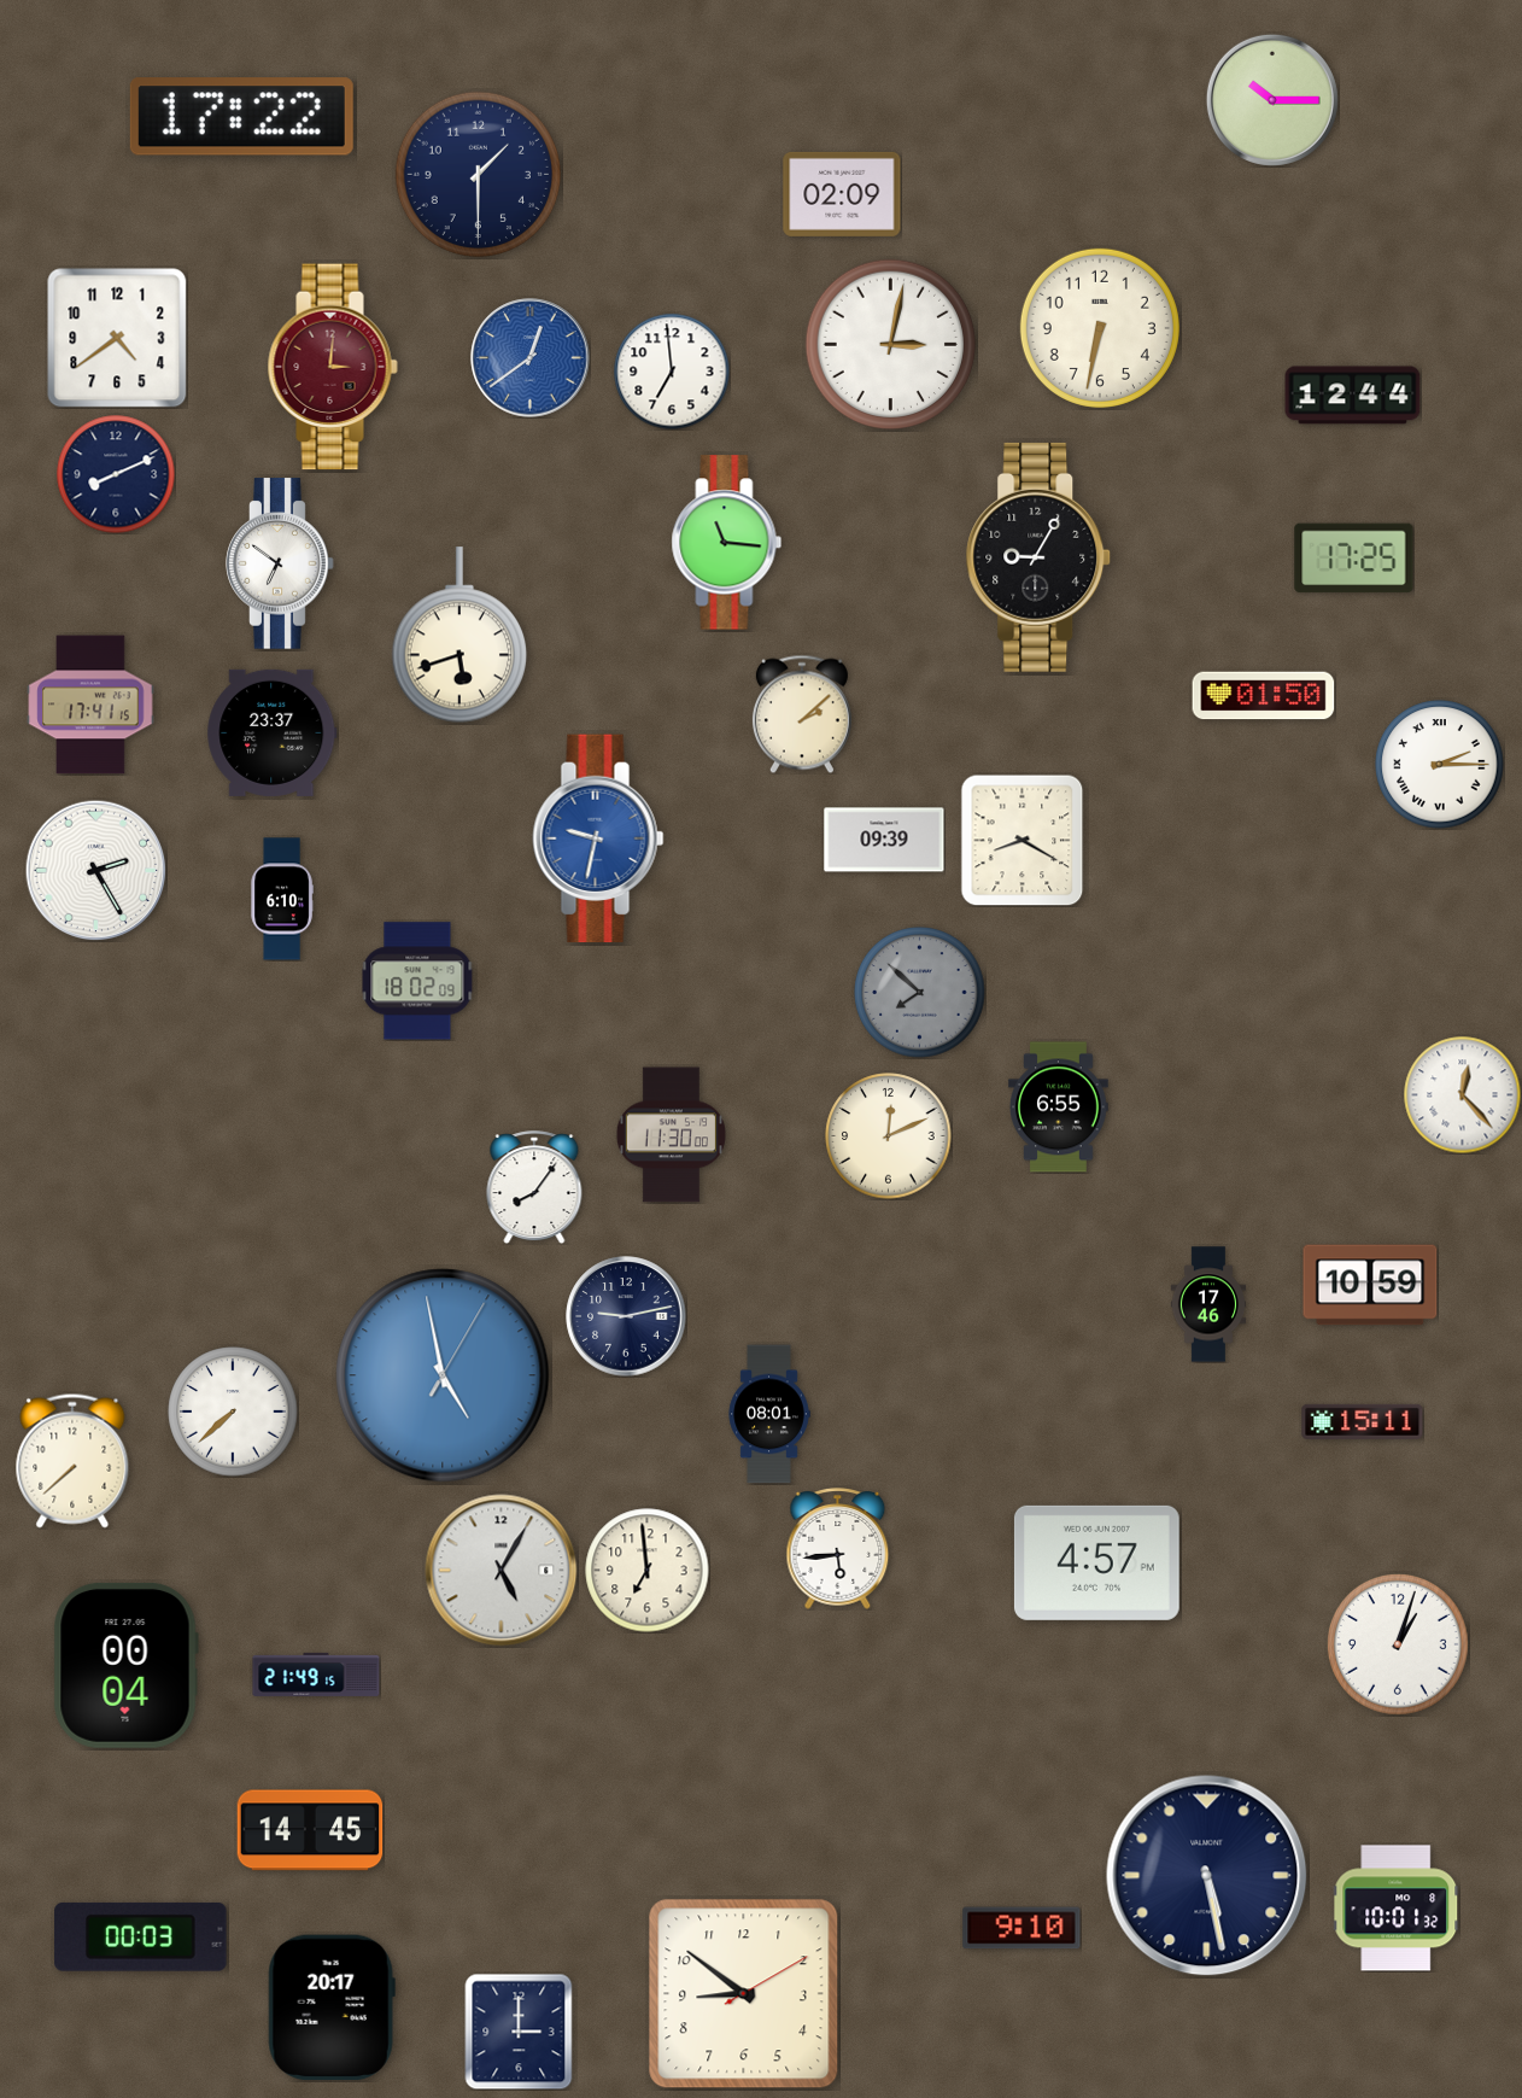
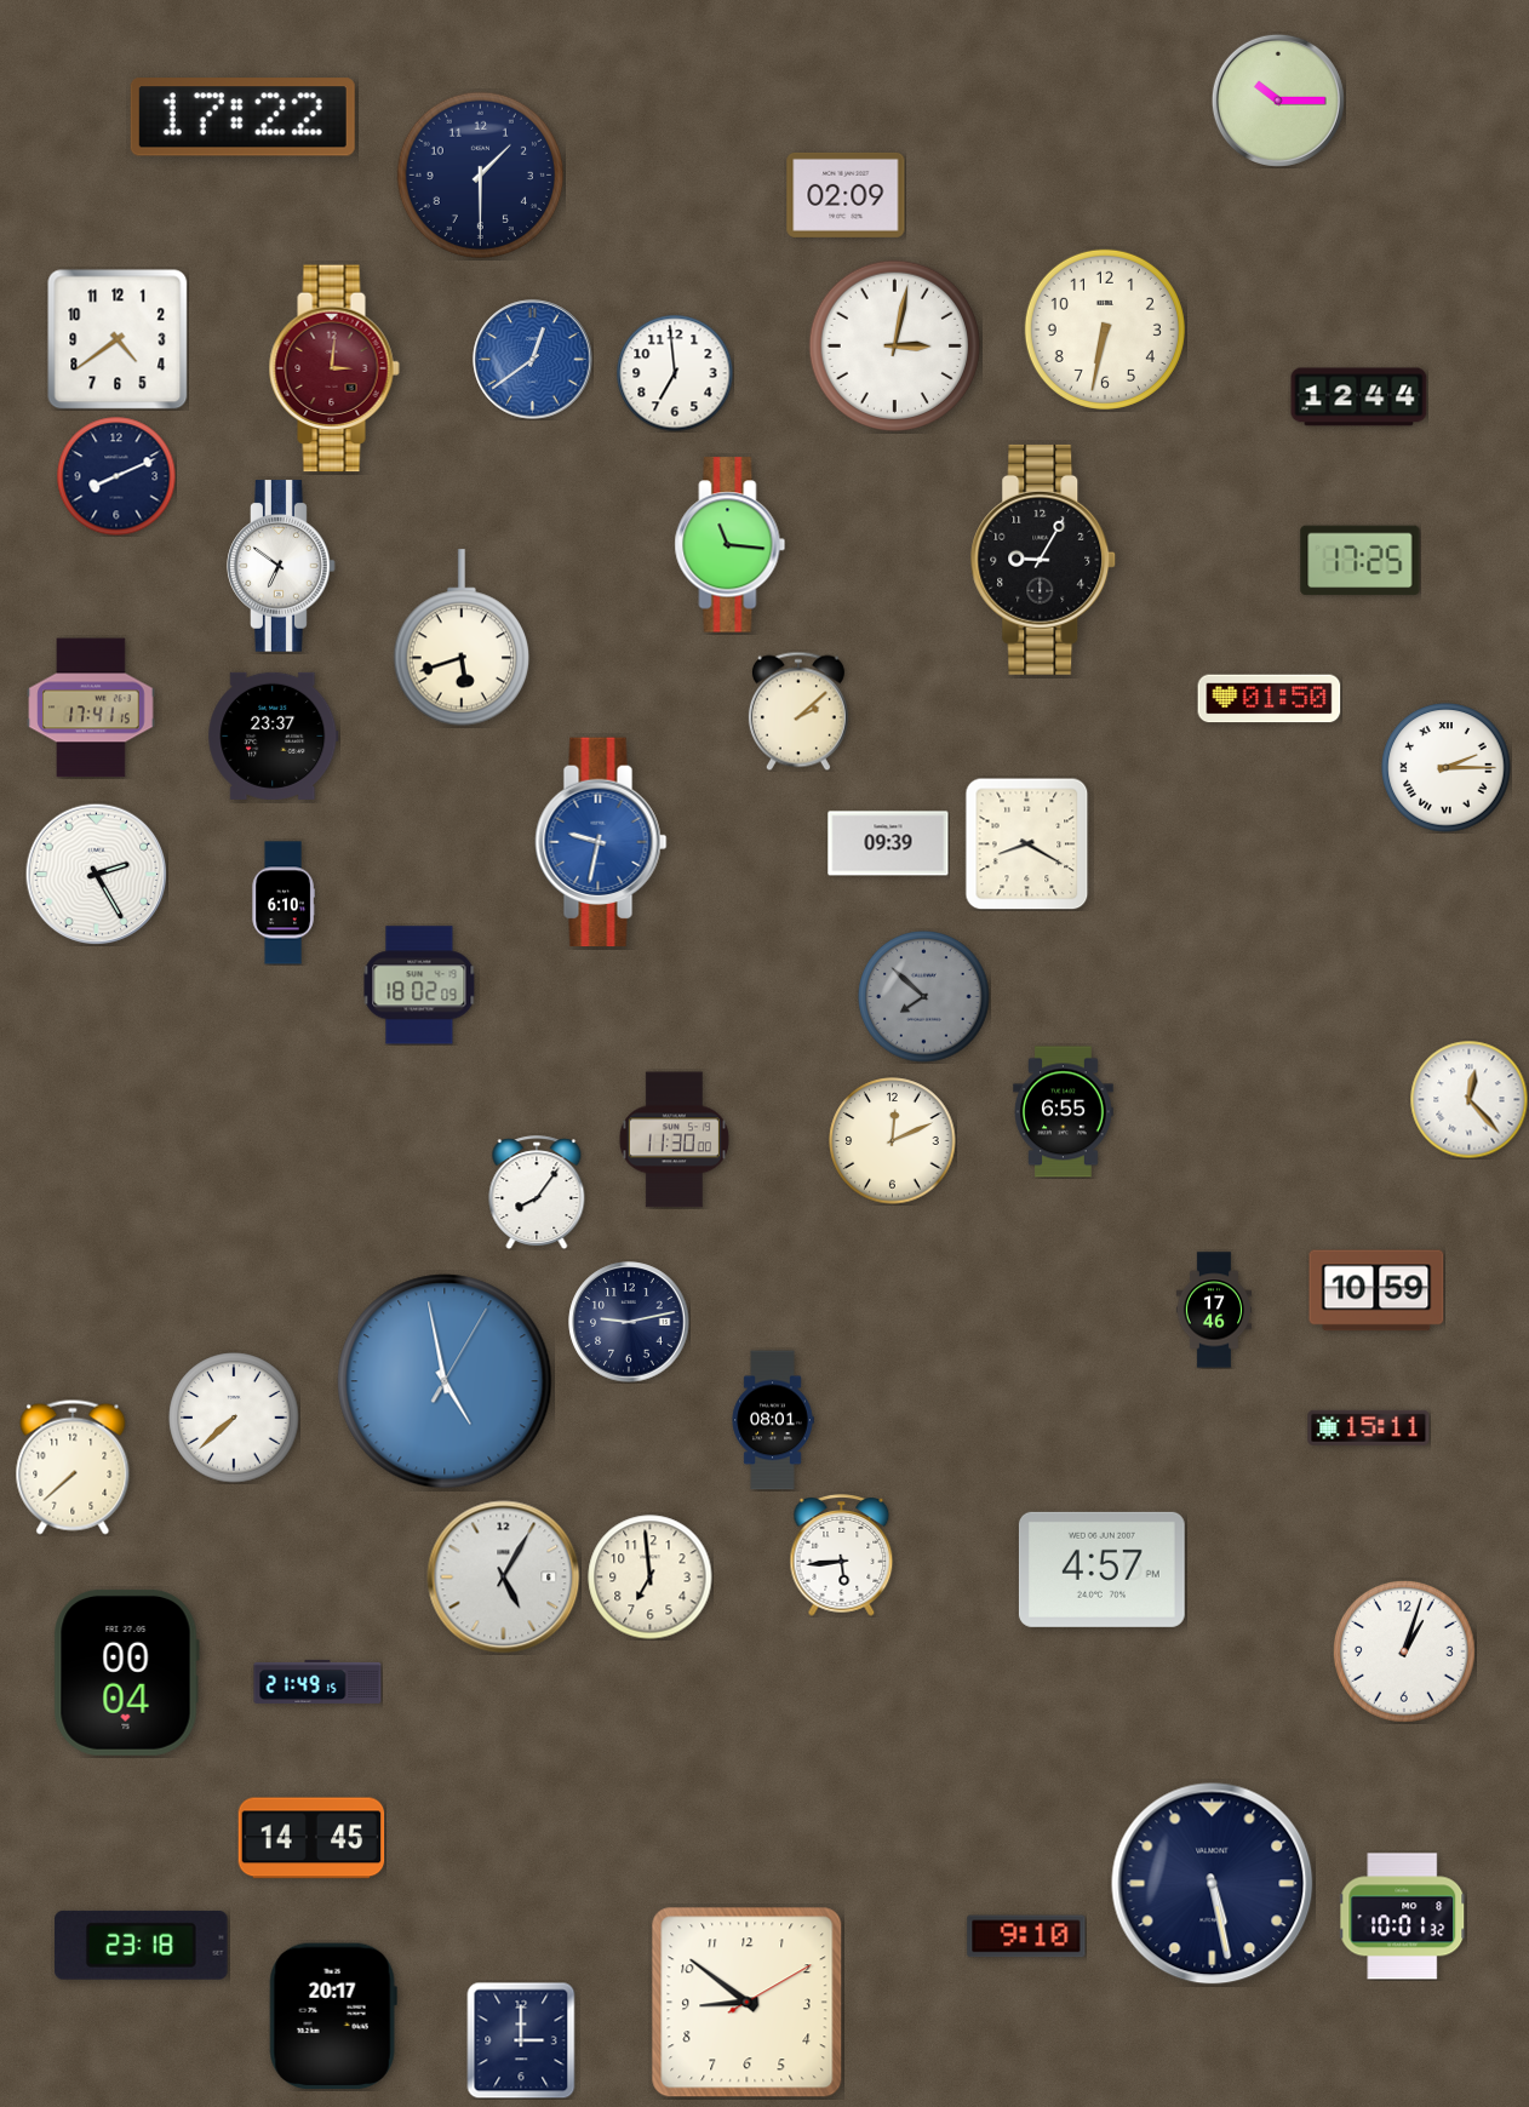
clock at (802, 714) position: (802, 714) -> (798, 711)
clock at (141, 1936): 00:03 -> 23:18
